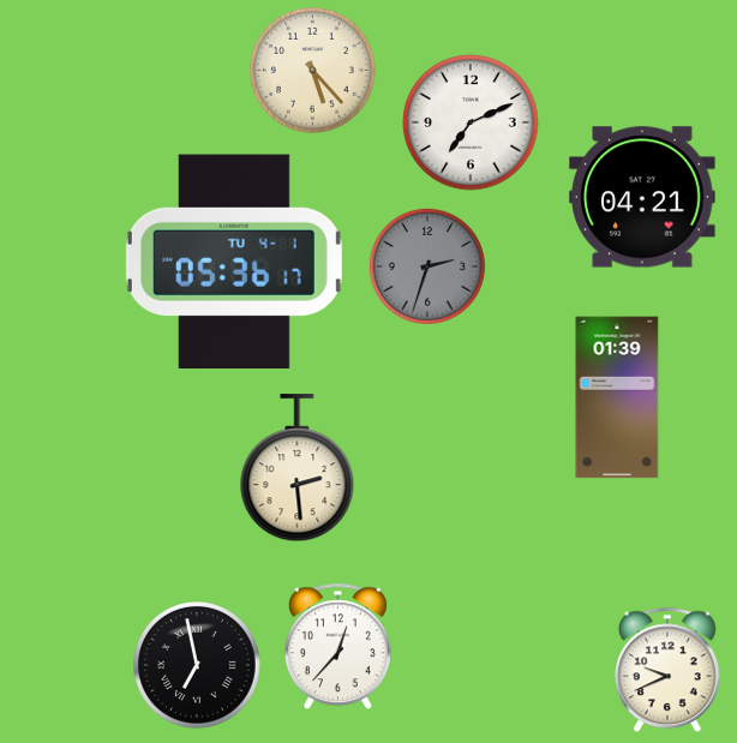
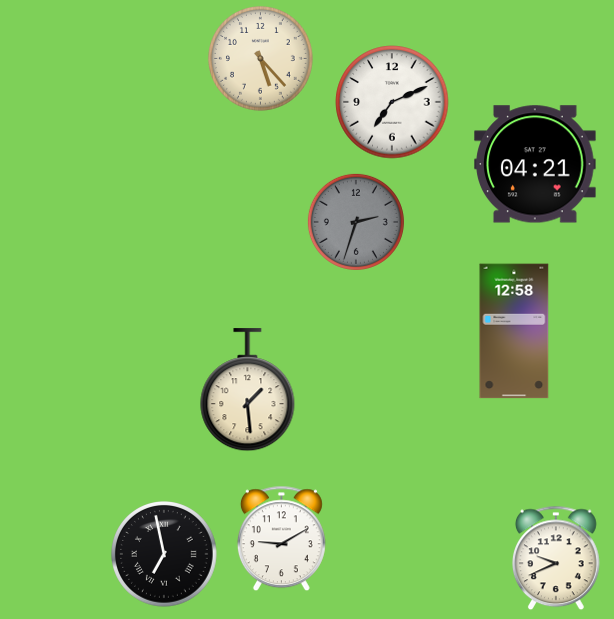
clock at (234, 260): 05:36 -> none
clock at (617, 397): 01:39 -> 12:58
clock at (298, 468): 2:29 -> 1:29
clock at (337, 647): 12:37 -> 9:10
